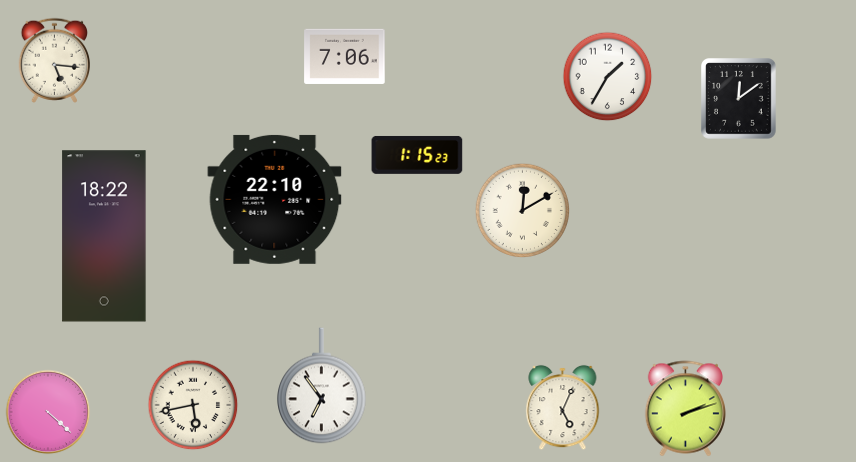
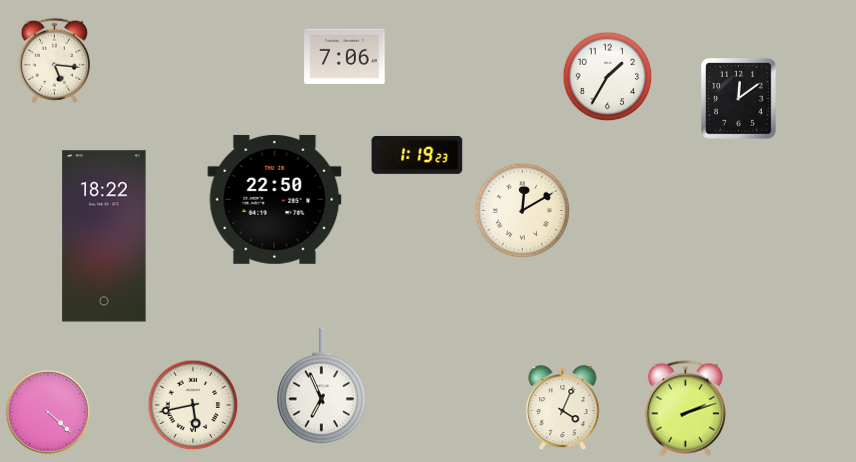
clock at (417, 155): 1:15 -> 1:19
clock at (275, 199): 22:10 -> 22:50
clock at (322, 386): 6:54 -> 6:56
clock at (563, 408): 5:04 -> 4:04
